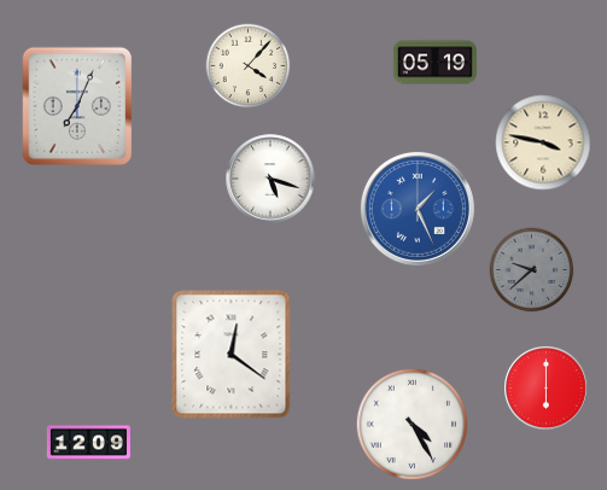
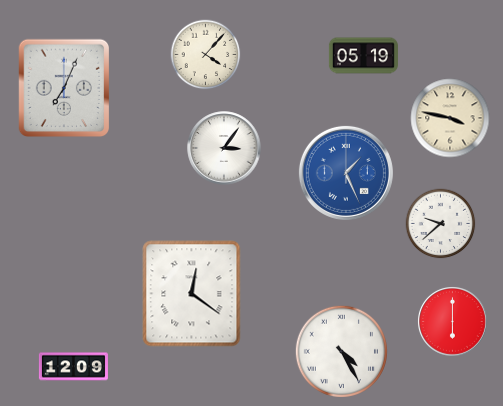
clock at (434, 63) position: (434, 63) -> (363, 56)
clock at (270, 179): 5:18 -> 3:06
clock at (532, 270) dial: grey -> white
